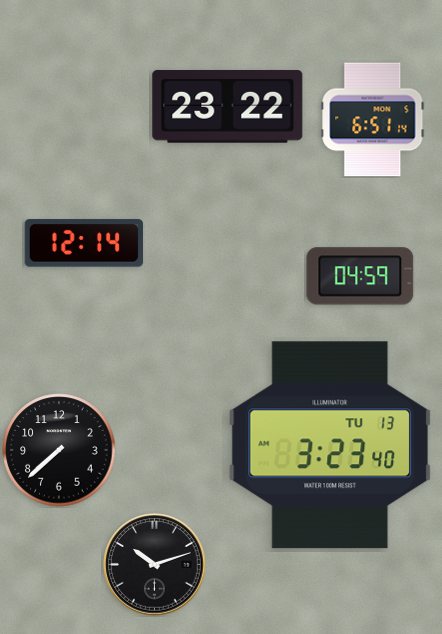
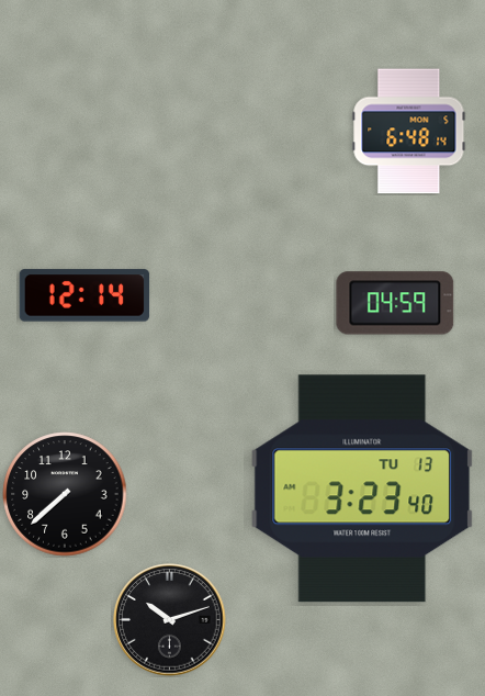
clock at (228, 106): 23:22 -> none
clock at (373, 120): 6:51 -> 6:48
clock at (84, 243) position: (84, 243) -> (84, 295)
